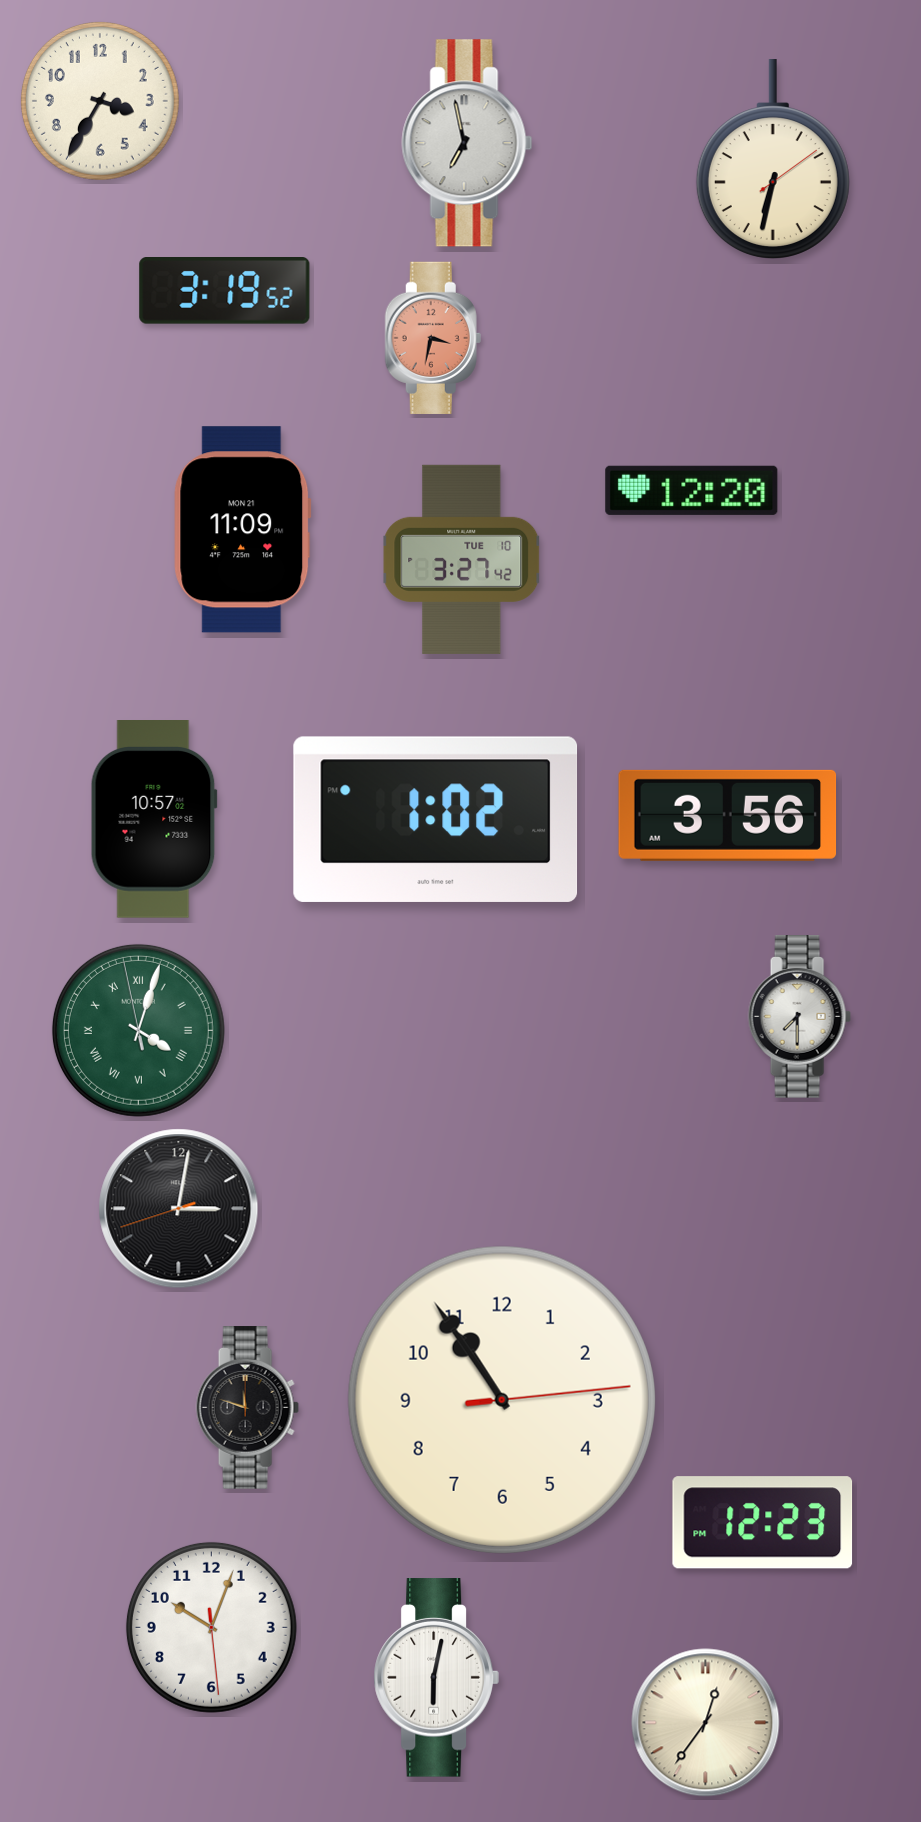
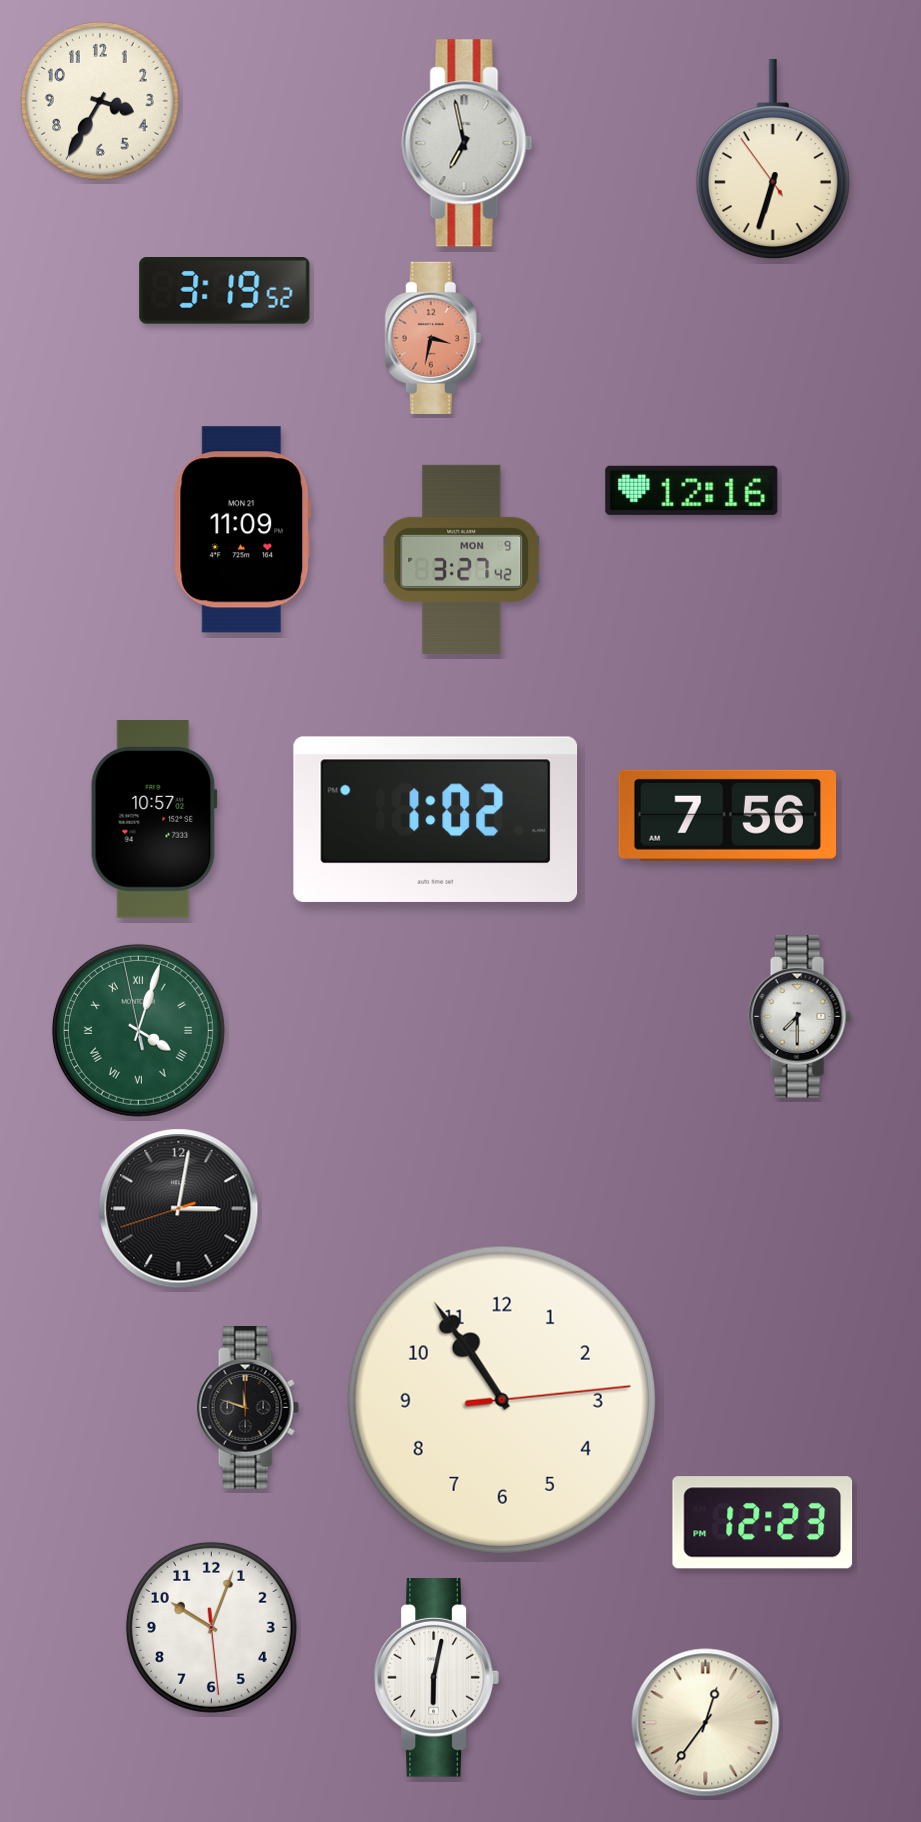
clock at (773, 159): 6:32:09 -> 6:32:54
clock at (692, 490): 12:20 -> 12:16
clock at (462, 559) date: TUE 10 -> MON 9
clock at (728, 815): 3:56 -> 7:56
